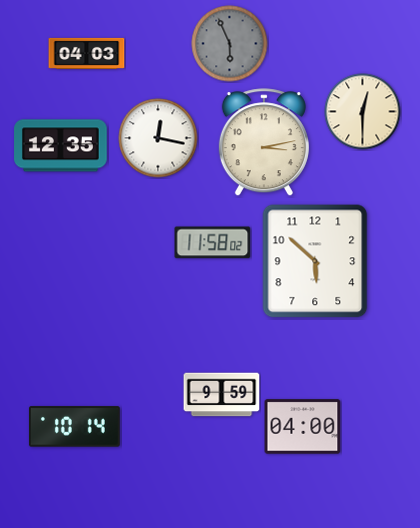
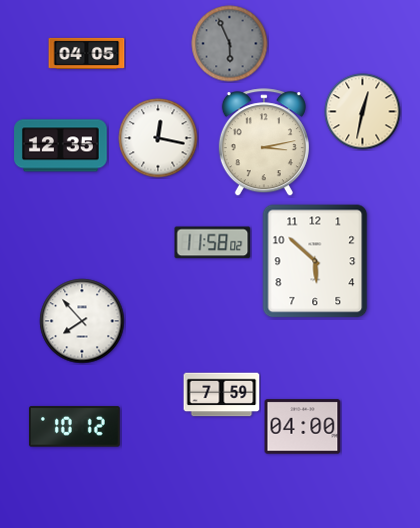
clock at (87, 53): 04:03 -> 04:05
clock at (363, 112): 12:30 -> 12:32
clock at (82, 321): none -> 7:53
clock at (222, 395): 9:59 -> 7:59
clock at (74, 427): 10:14 -> 10:12
